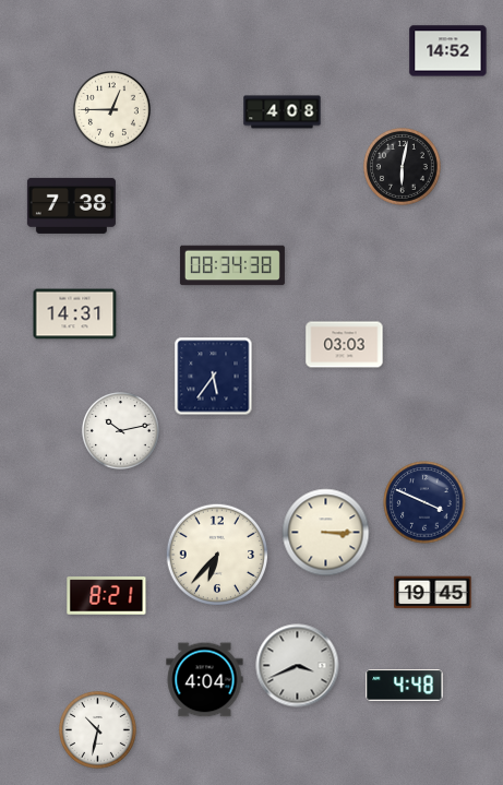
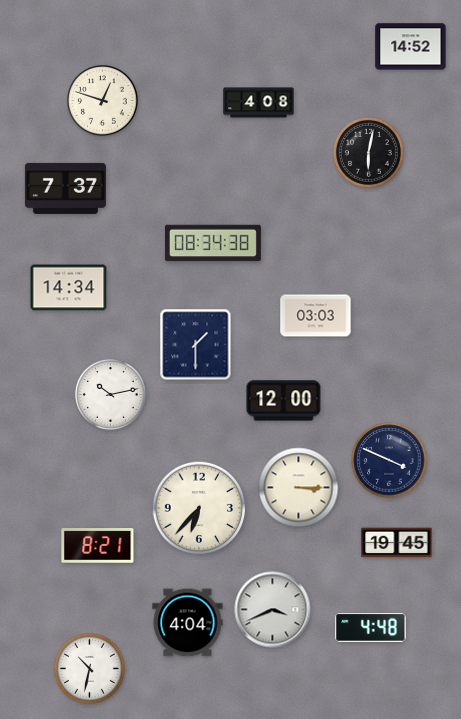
clock at (112, 110): 12:45 -> 12:48
clock at (71, 205): 7:38 -> 7:37
clock at (75, 314): 14:31 -> 14:34
clock at (214, 377): 5:36 -> 1:30
clock at (284, 401): none -> 12:00
